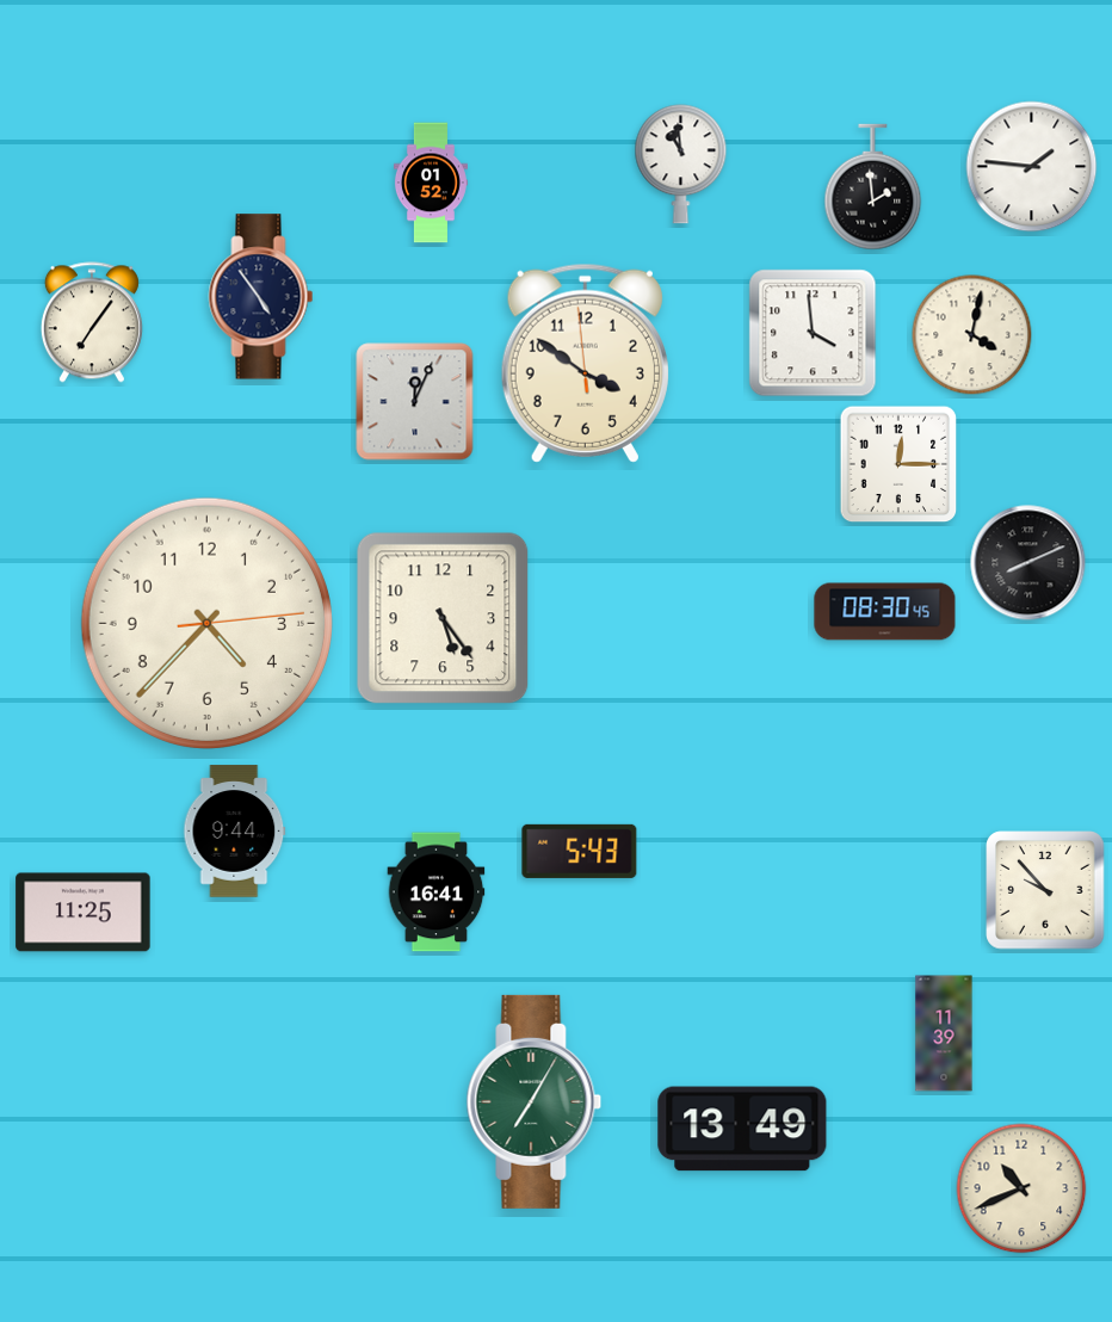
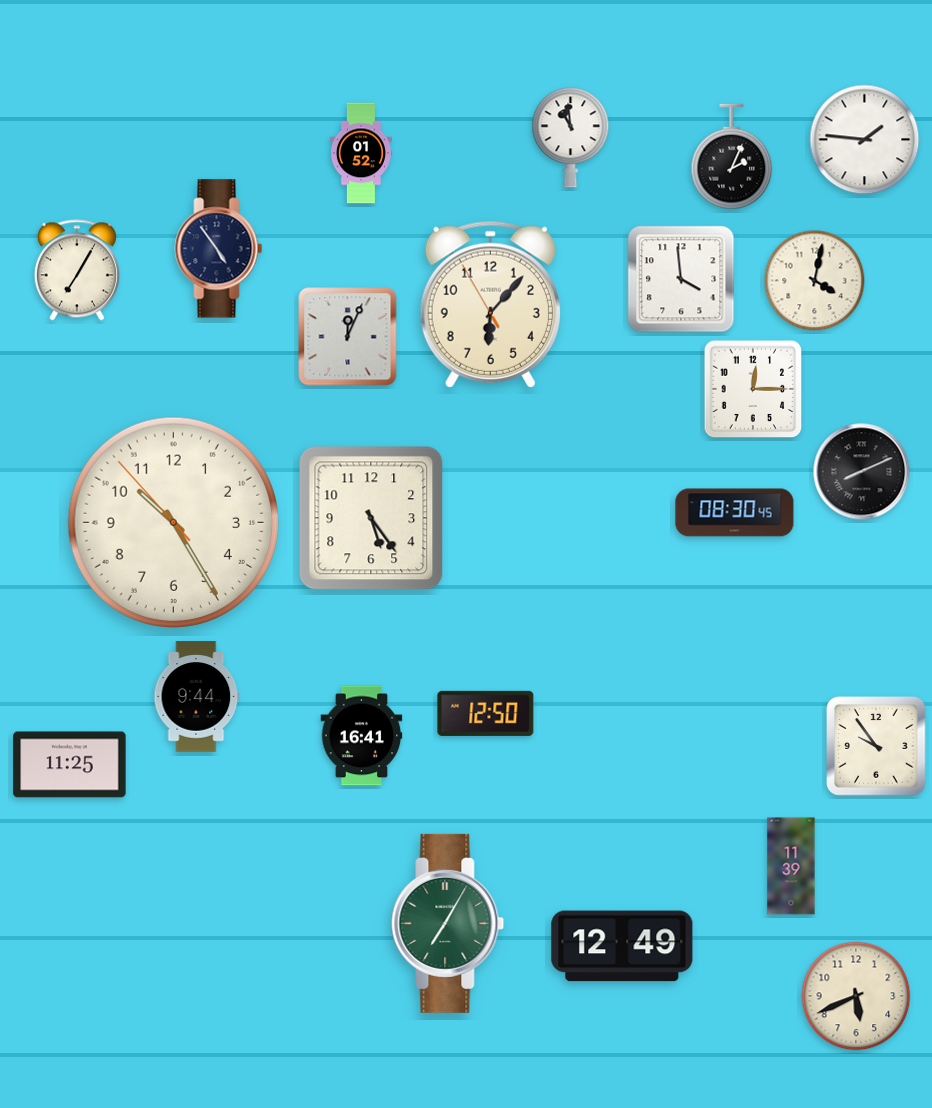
clock at (873, 187): 1:59 -> 2:04
clock at (92, 322): 7:06 -> 7:05
clock at (585, 363): 3:50 -> 6:06
clock at (885, 612) position: (885, 612) -> (735, 513)
clock at (206, 623): 4:37 -> 10:24
clock at (580, 851): 5:43 -> 12:50
clock at (1045, 890): 9:53 -> 9:54
clock at (437, 892) position: (437, 892) -> (362, 736)
clock at (742, 1129): 13:49 -> 12:49
clock at (1021, 1188): 10:41 -> 5:41
